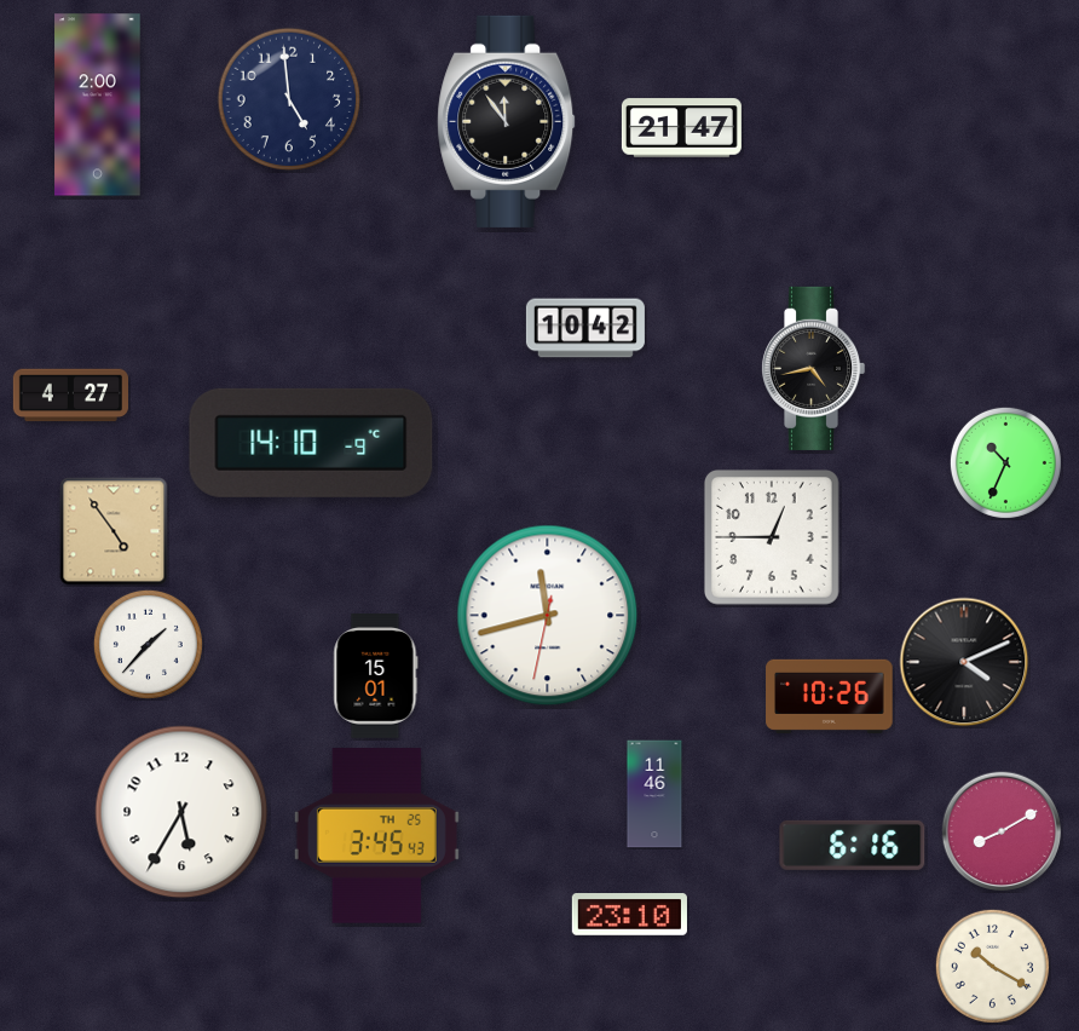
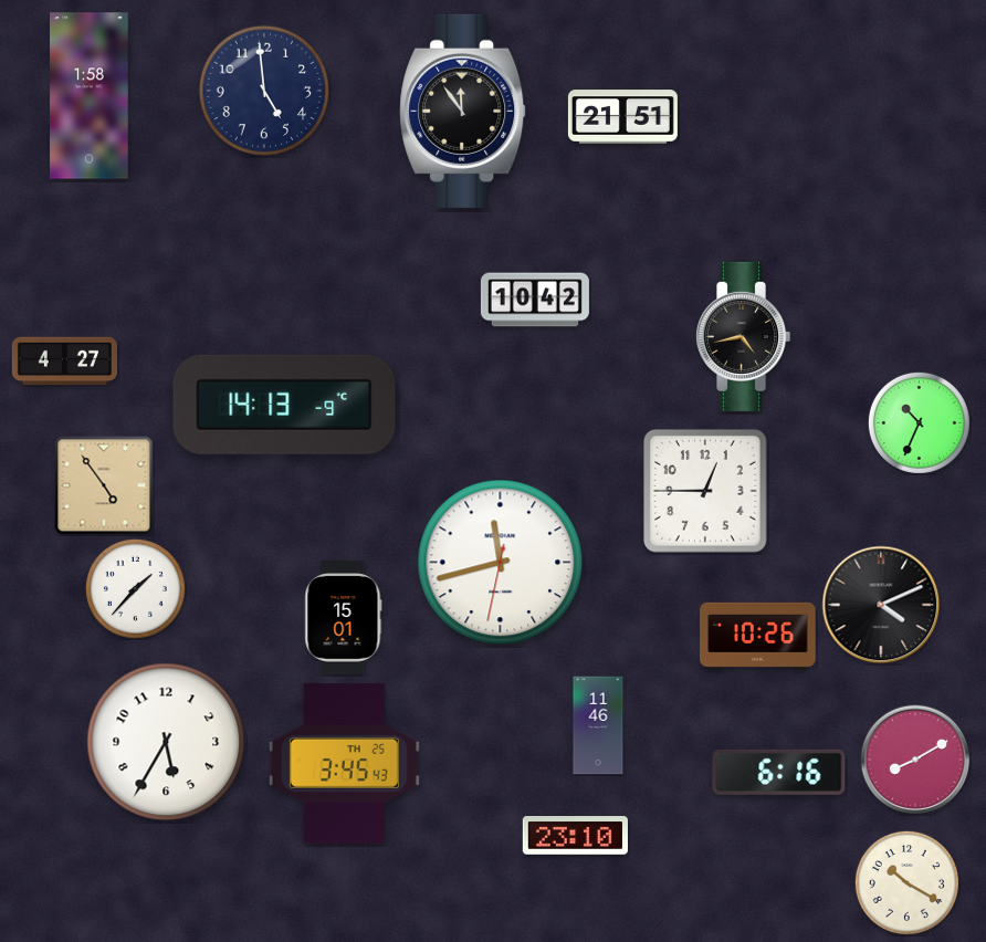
clock at (98, 105): 2:00 -> 1:58
clock at (681, 128): 21:47 -> 21:51
clock at (311, 443): 14:10 -> 14:13
